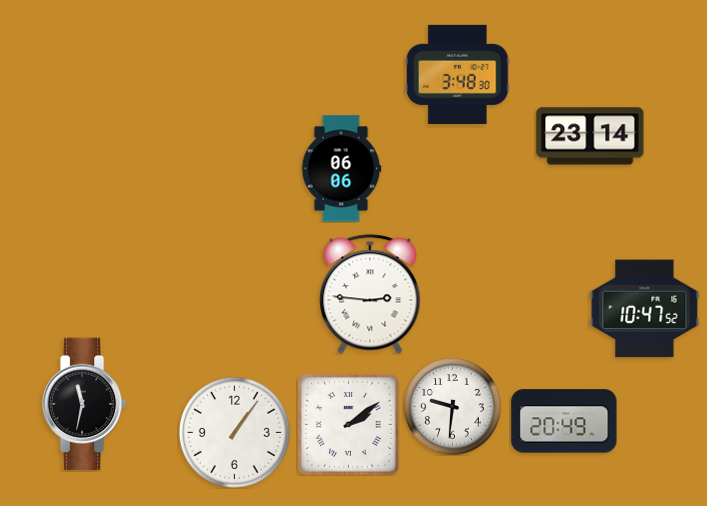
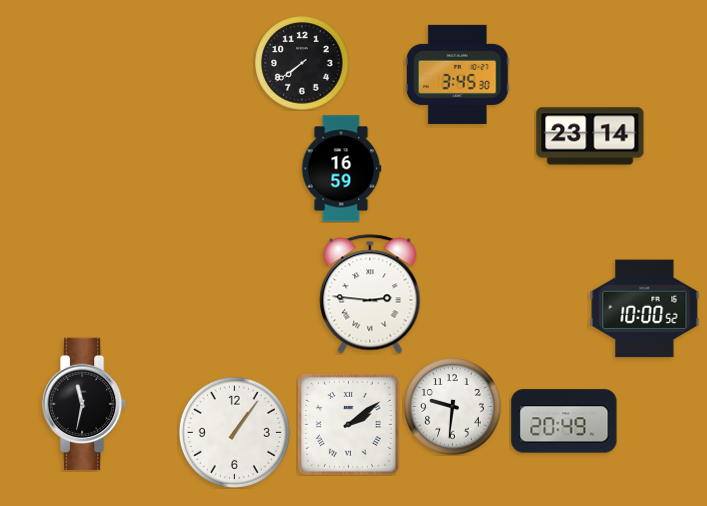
clock at (302, 63): none -> 7:39
clock at (458, 74): 3:48 -> 3:45
clock at (341, 169): 06:06 -> 16:59
clock at (645, 309): 10:47 -> 10:00
